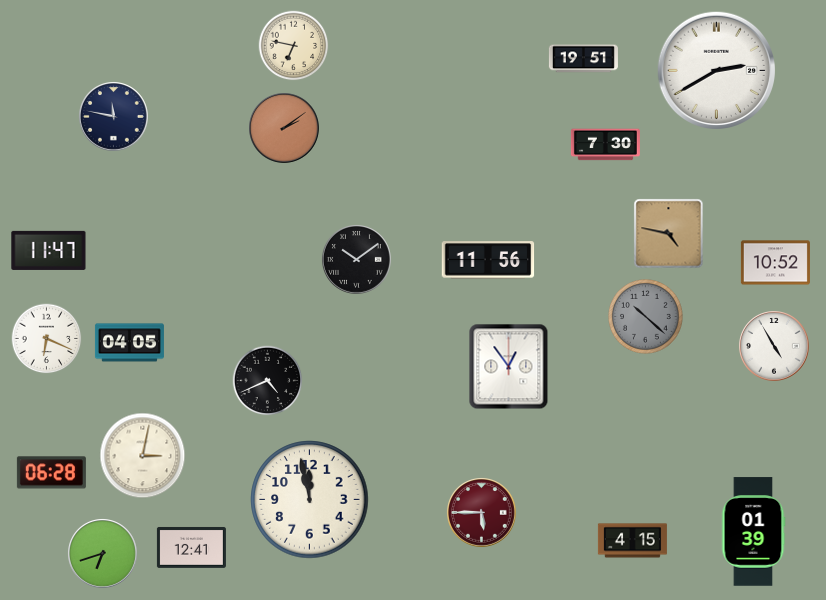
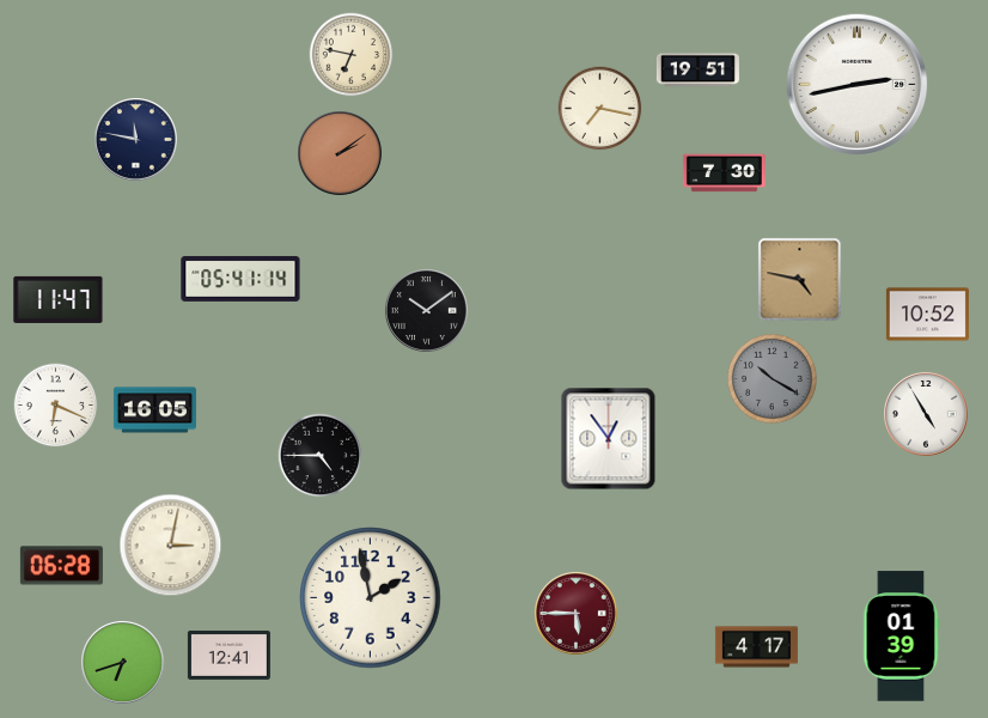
clock at (716, 70): 2:40 -> 2:43
clock at (600, 109): none -> 7:17
clock at (240, 279): none -> 05:41
clock at (488, 260): 11:56 -> none
clock at (646, 317): 10:22 -> 10:20
clock at (129, 343): 04:05 -> 16:05
clock at (268, 381): 4:41 -> 4:45
clock at (310, 500): 11:58 -> 1:58
clock at (632, 541): 4:15 -> 4:17
